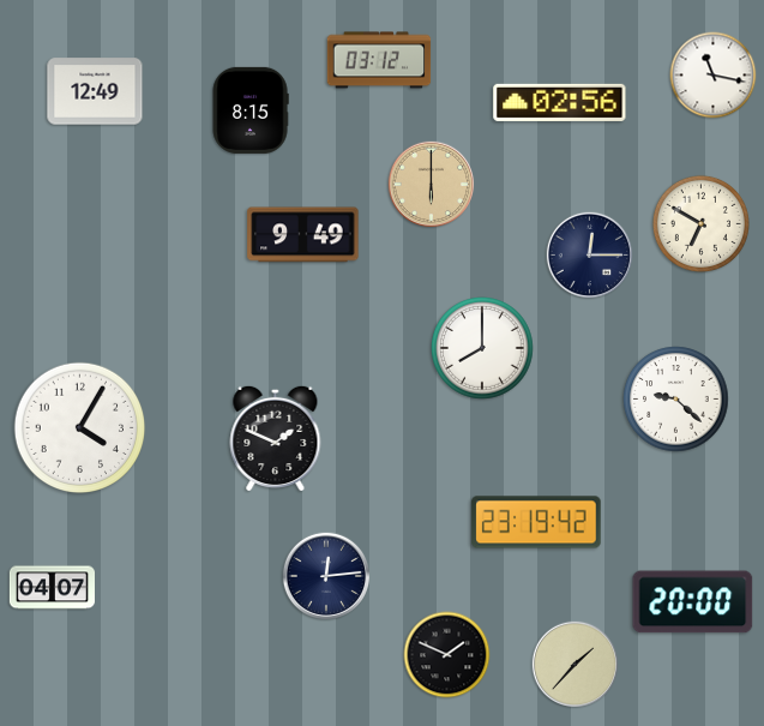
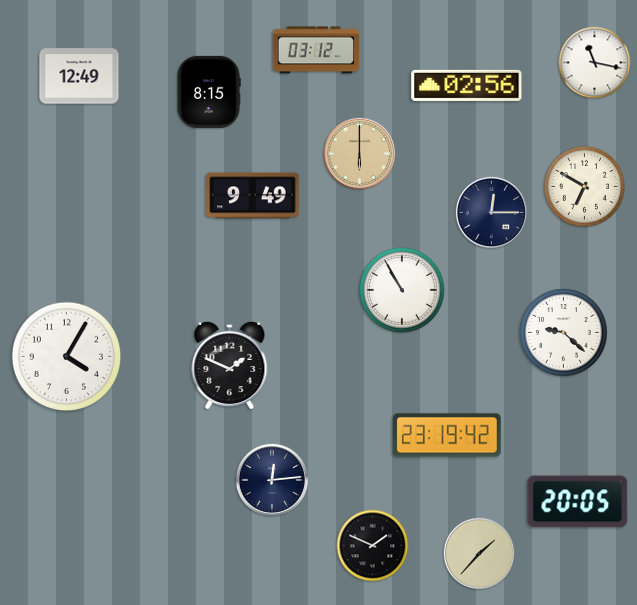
clock at (482, 348): 8:00 -> 10:55
clock at (53, 588): 04:07 -> none
clock at (693, 602): 20:00 -> 20:05
